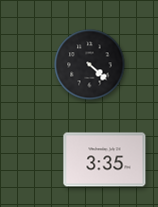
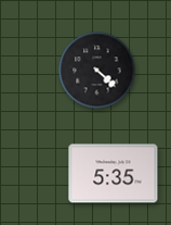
clock at (105, 160): 3:35 -> 5:35
